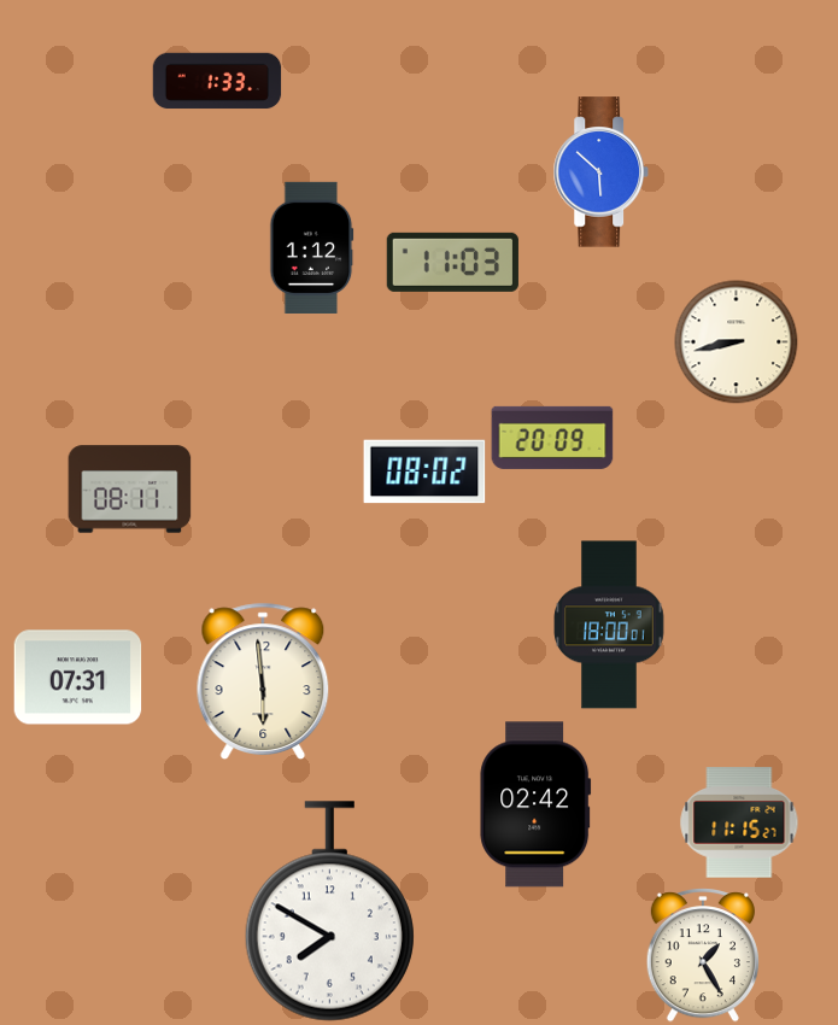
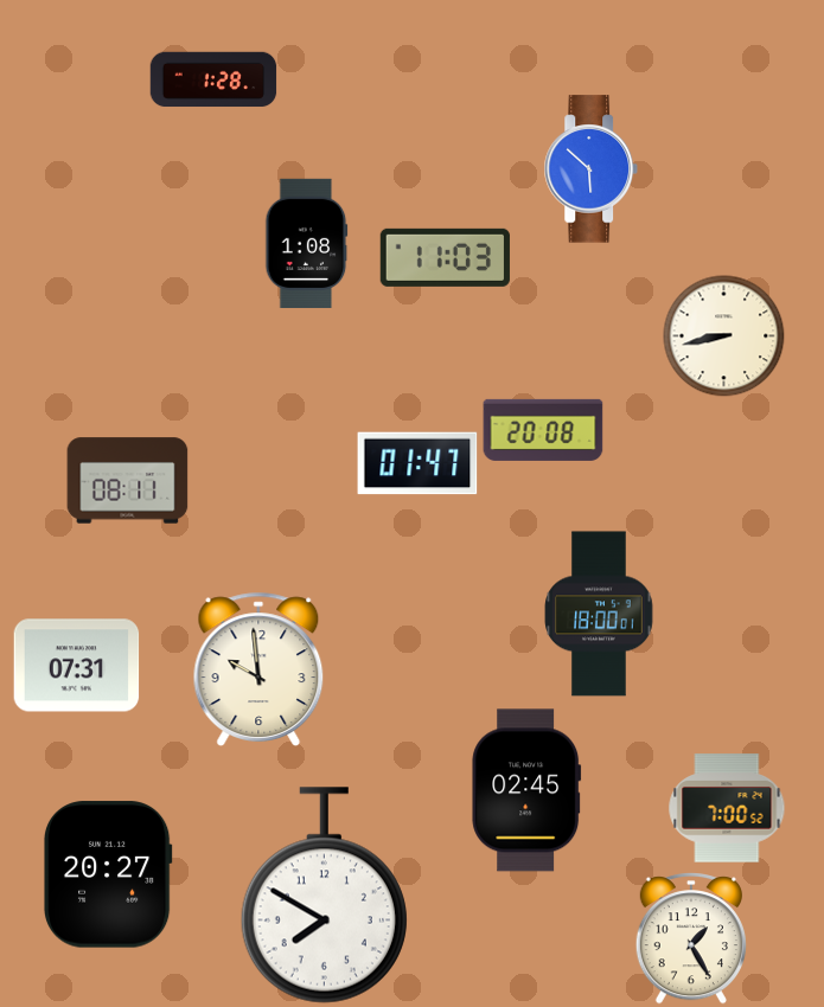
clock at (217, 81): 1:33 -> 1:28
clock at (312, 247): 1:12 -> 1:08
clock at (552, 438): 20:09 -> 20:08
clock at (424, 471): 08:02 -> 01:47
clock at (263, 680): 5:59 -> 9:59
clock at (535, 804): 02:42 -> 02:45
clock at (739, 822): 11:15 -> 7:00
clock at (108, 874): none -> 20:27
